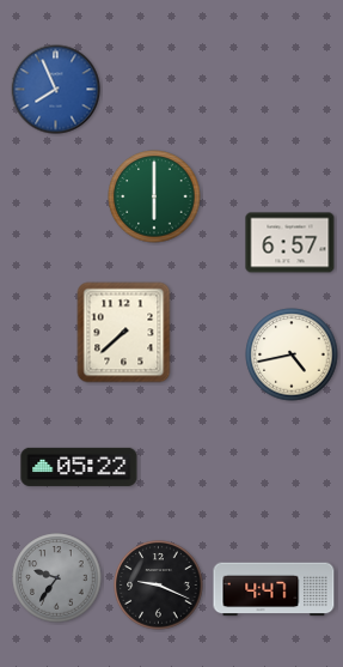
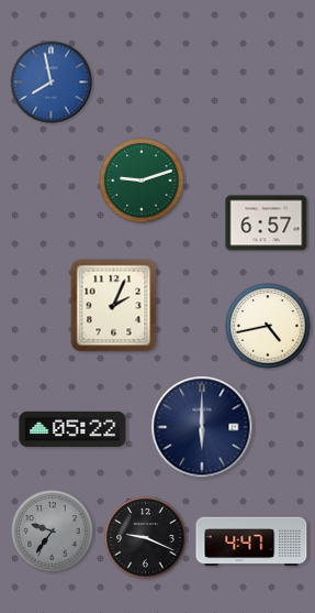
clock at (56, 90): 7:56 -> 7:58
clock at (154, 196): 6:00 -> 9:12
clock at (124, 333): 7:38 -> 2:04
clock at (202, 427): none -> 6:00
